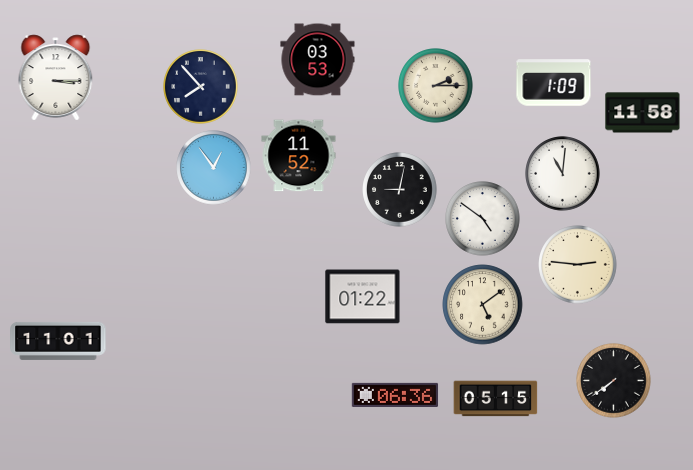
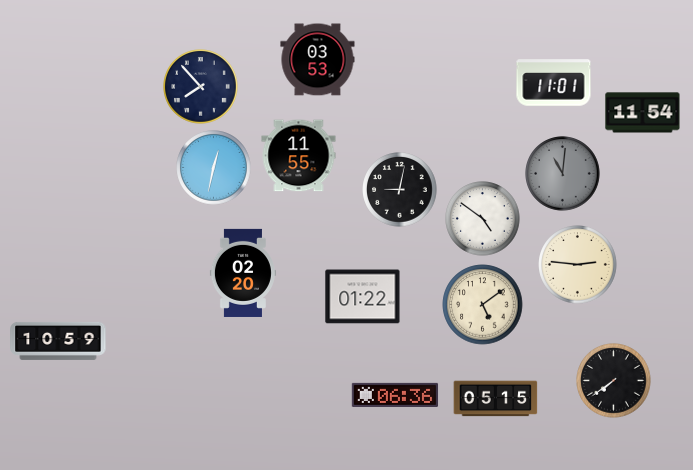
clock at (56, 78): 3:15 -> none
clock at (554, 83): 1:09 -> 11:01
clock at (436, 86): 2:15 -> none
clock at (643, 113): 11:58 -> 11:54
clock at (299, 156): 11:52 -> 11:55
clock at (214, 168): 12:54 -> 12:32
clock at (563, 174) dial: white -> grey
clock at (243, 273): none -> 02:20
clock at (58, 341): 11:01 -> 10:59
